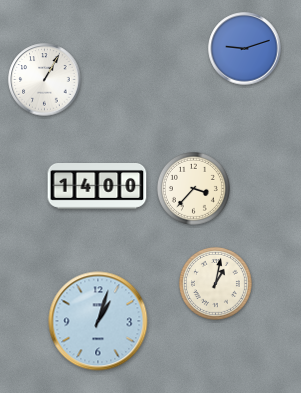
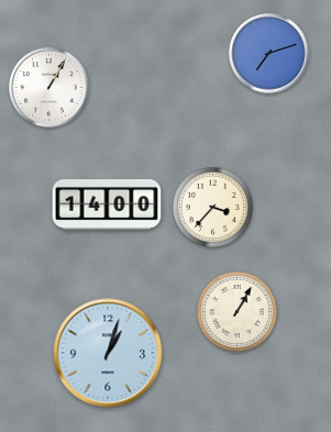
clock at (245, 49): 9:12 -> 7:12
clock at (215, 283): 1:02 -> 1:05
